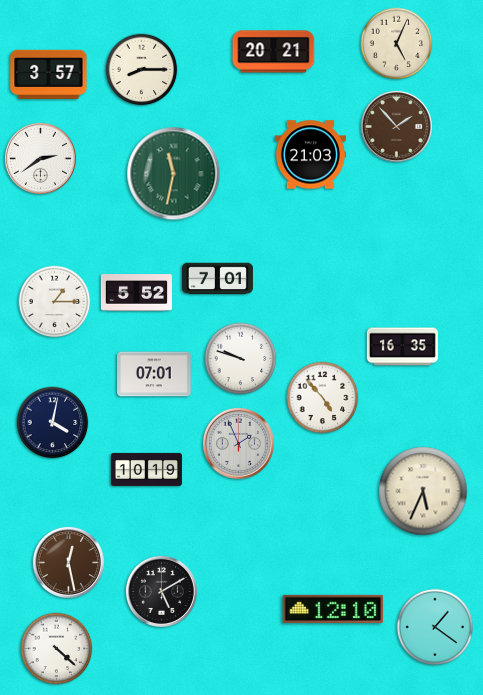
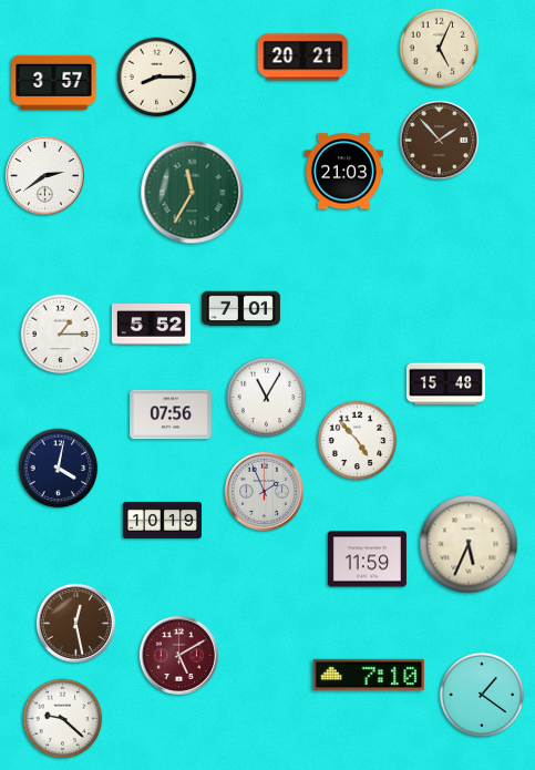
clock at (174, 174): 11:32 -> 11:35
clock at (402, 347): 16:35 -> 15:48
clock at (241, 359): 9:48 -> 11:05
clock at (154, 374): 07:01 -> 07:56
clock at (367, 559): none -> 11:59
clock at (161, 591) dial: black -> burgundy
clock at (333, 609): 12:10 -> 7:10
clock at (57, 649): 4:22 -> 9:22
